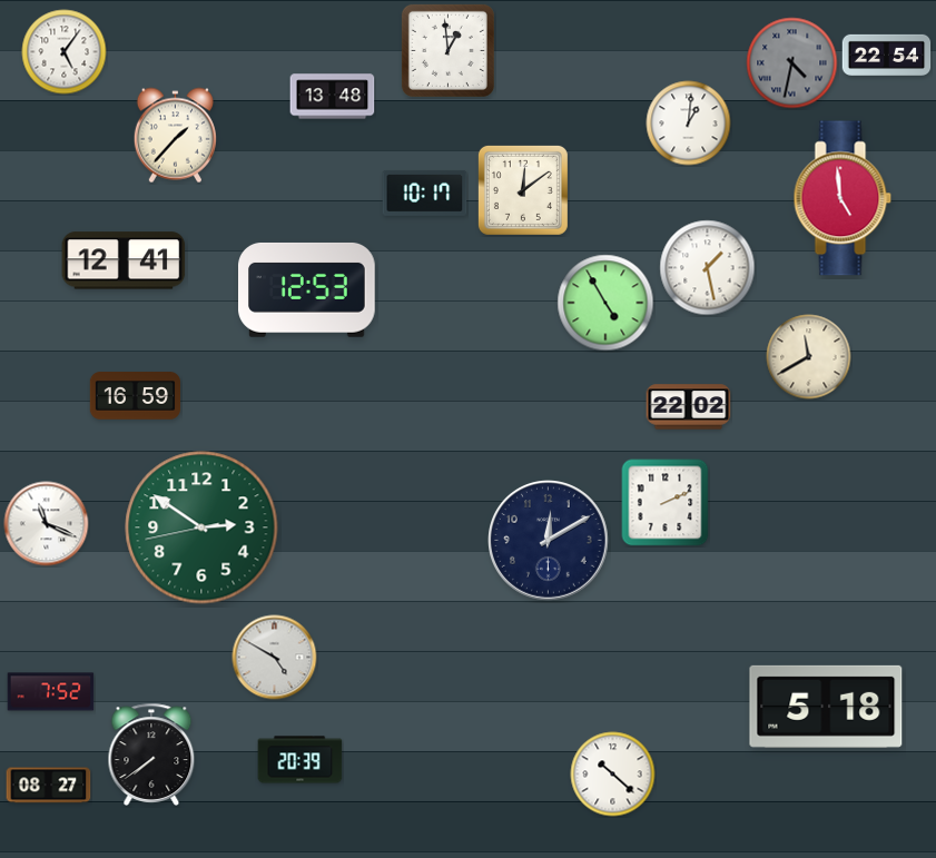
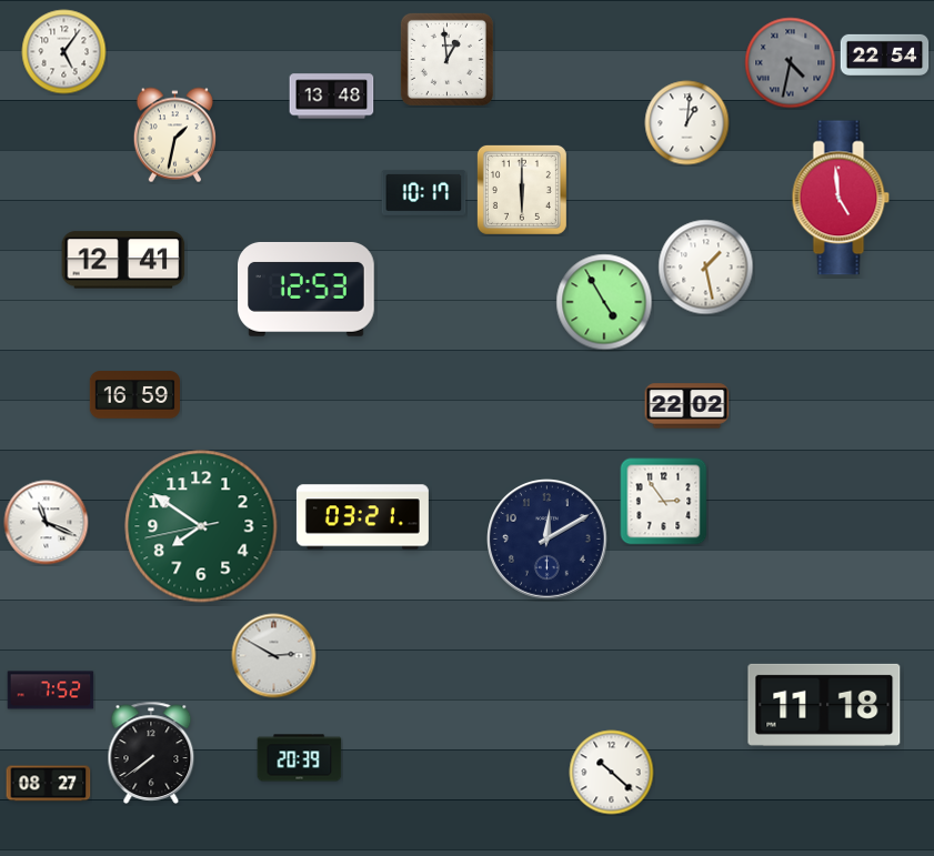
clock at (447, 50) position: (447, 50) -> (446, 59)
clock at (175, 136): 1:37 -> 1:32
clock at (523, 190): 12:09 -> 6:00
clock at (809, 357): 11:40 -> none
clock at (666, 503): 2:11 -> 2:54
clock at (362, 517): none -> 03:21
clock at (201, 527): 2:50 -> 7:50
clock at (275, 658): 4:50 -> 2:50
clock at (826, 707): 5:18 -> 11:18
